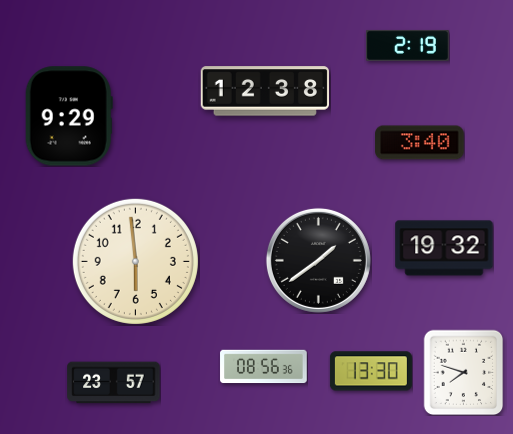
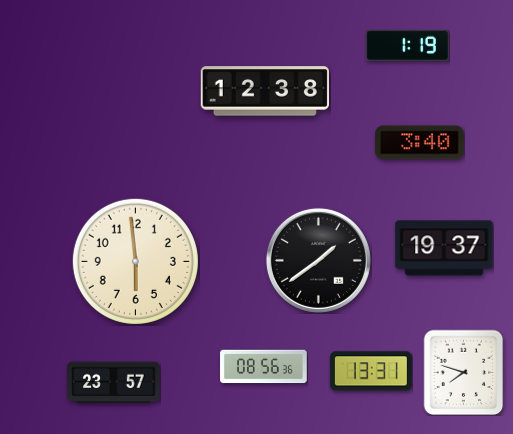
clock at (407, 45): 2:19 -> 1:19
clock at (69, 116): 9:29 -> none
clock at (444, 248): 19:32 -> 19:37
clock at (371, 371): 13:30 -> 13:31
